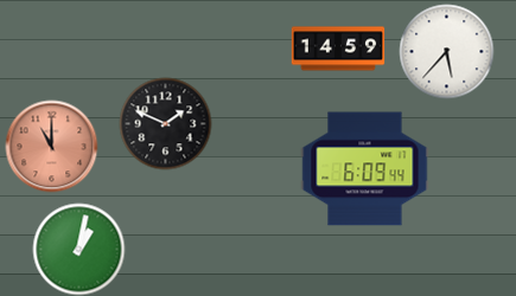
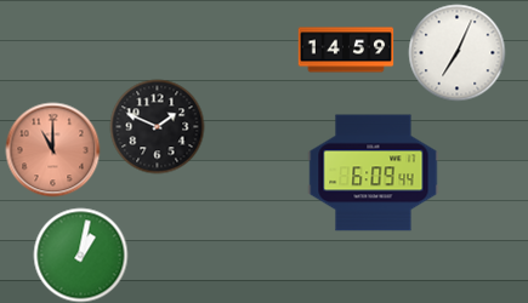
clock at (446, 51): 5:37 -> 7:04
clock at (165, 123) position: (165, 123) -> (157, 126)
